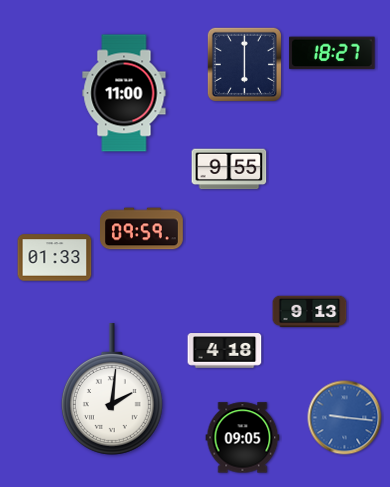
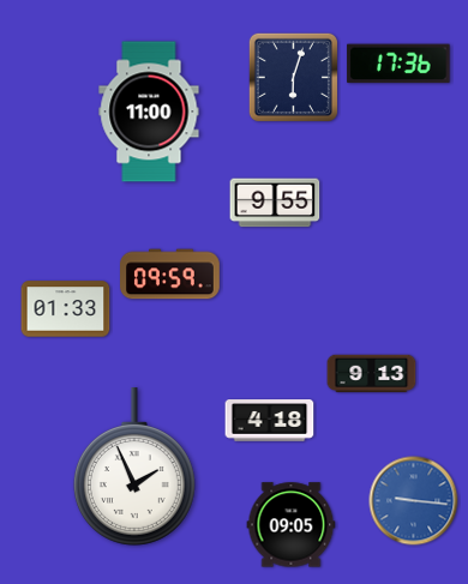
clock at (332, 53): 18:27 -> 17:36
clock at (244, 64): 6:00 -> 6:03
clock at (112, 389): 2:01 -> 1:56
